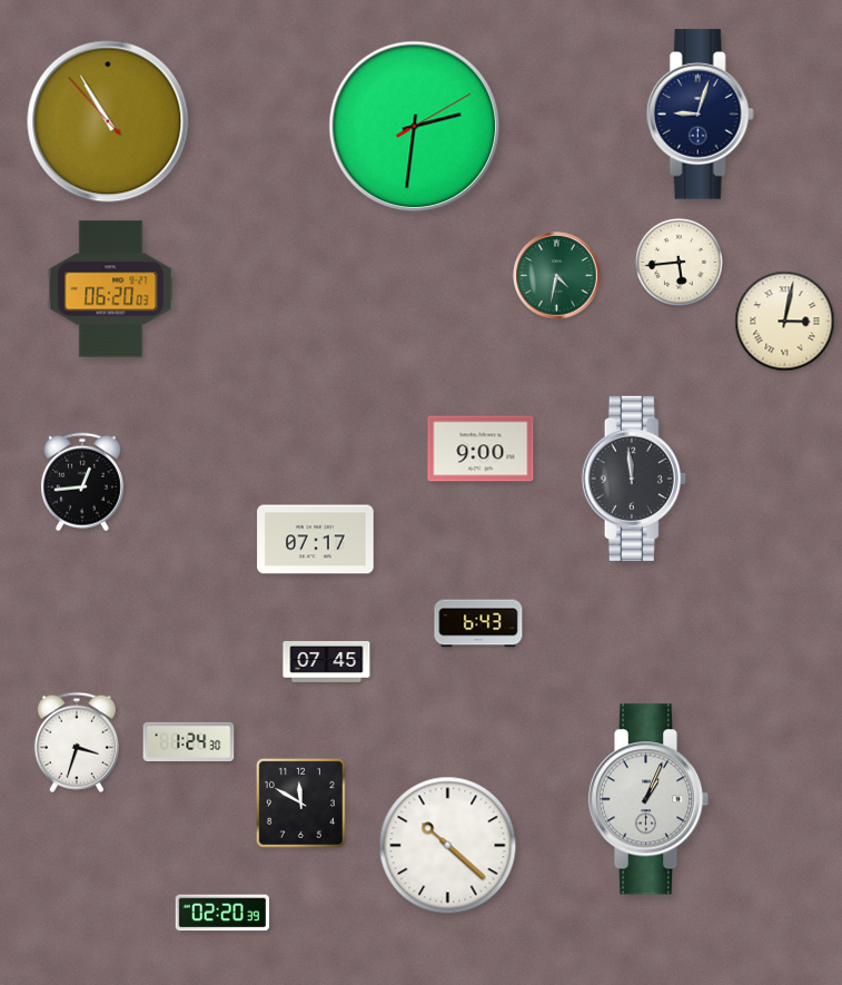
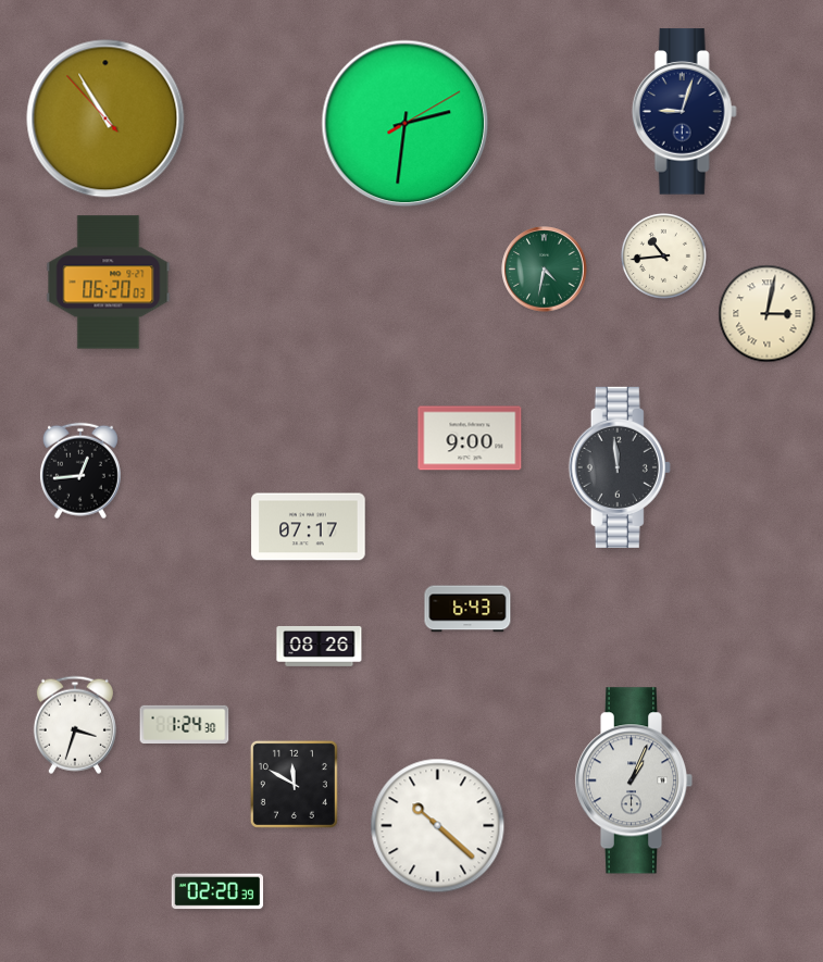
clock at (678, 262): 5:44 -> 10:44
clock at (327, 661): 07:45 -> 08:26
